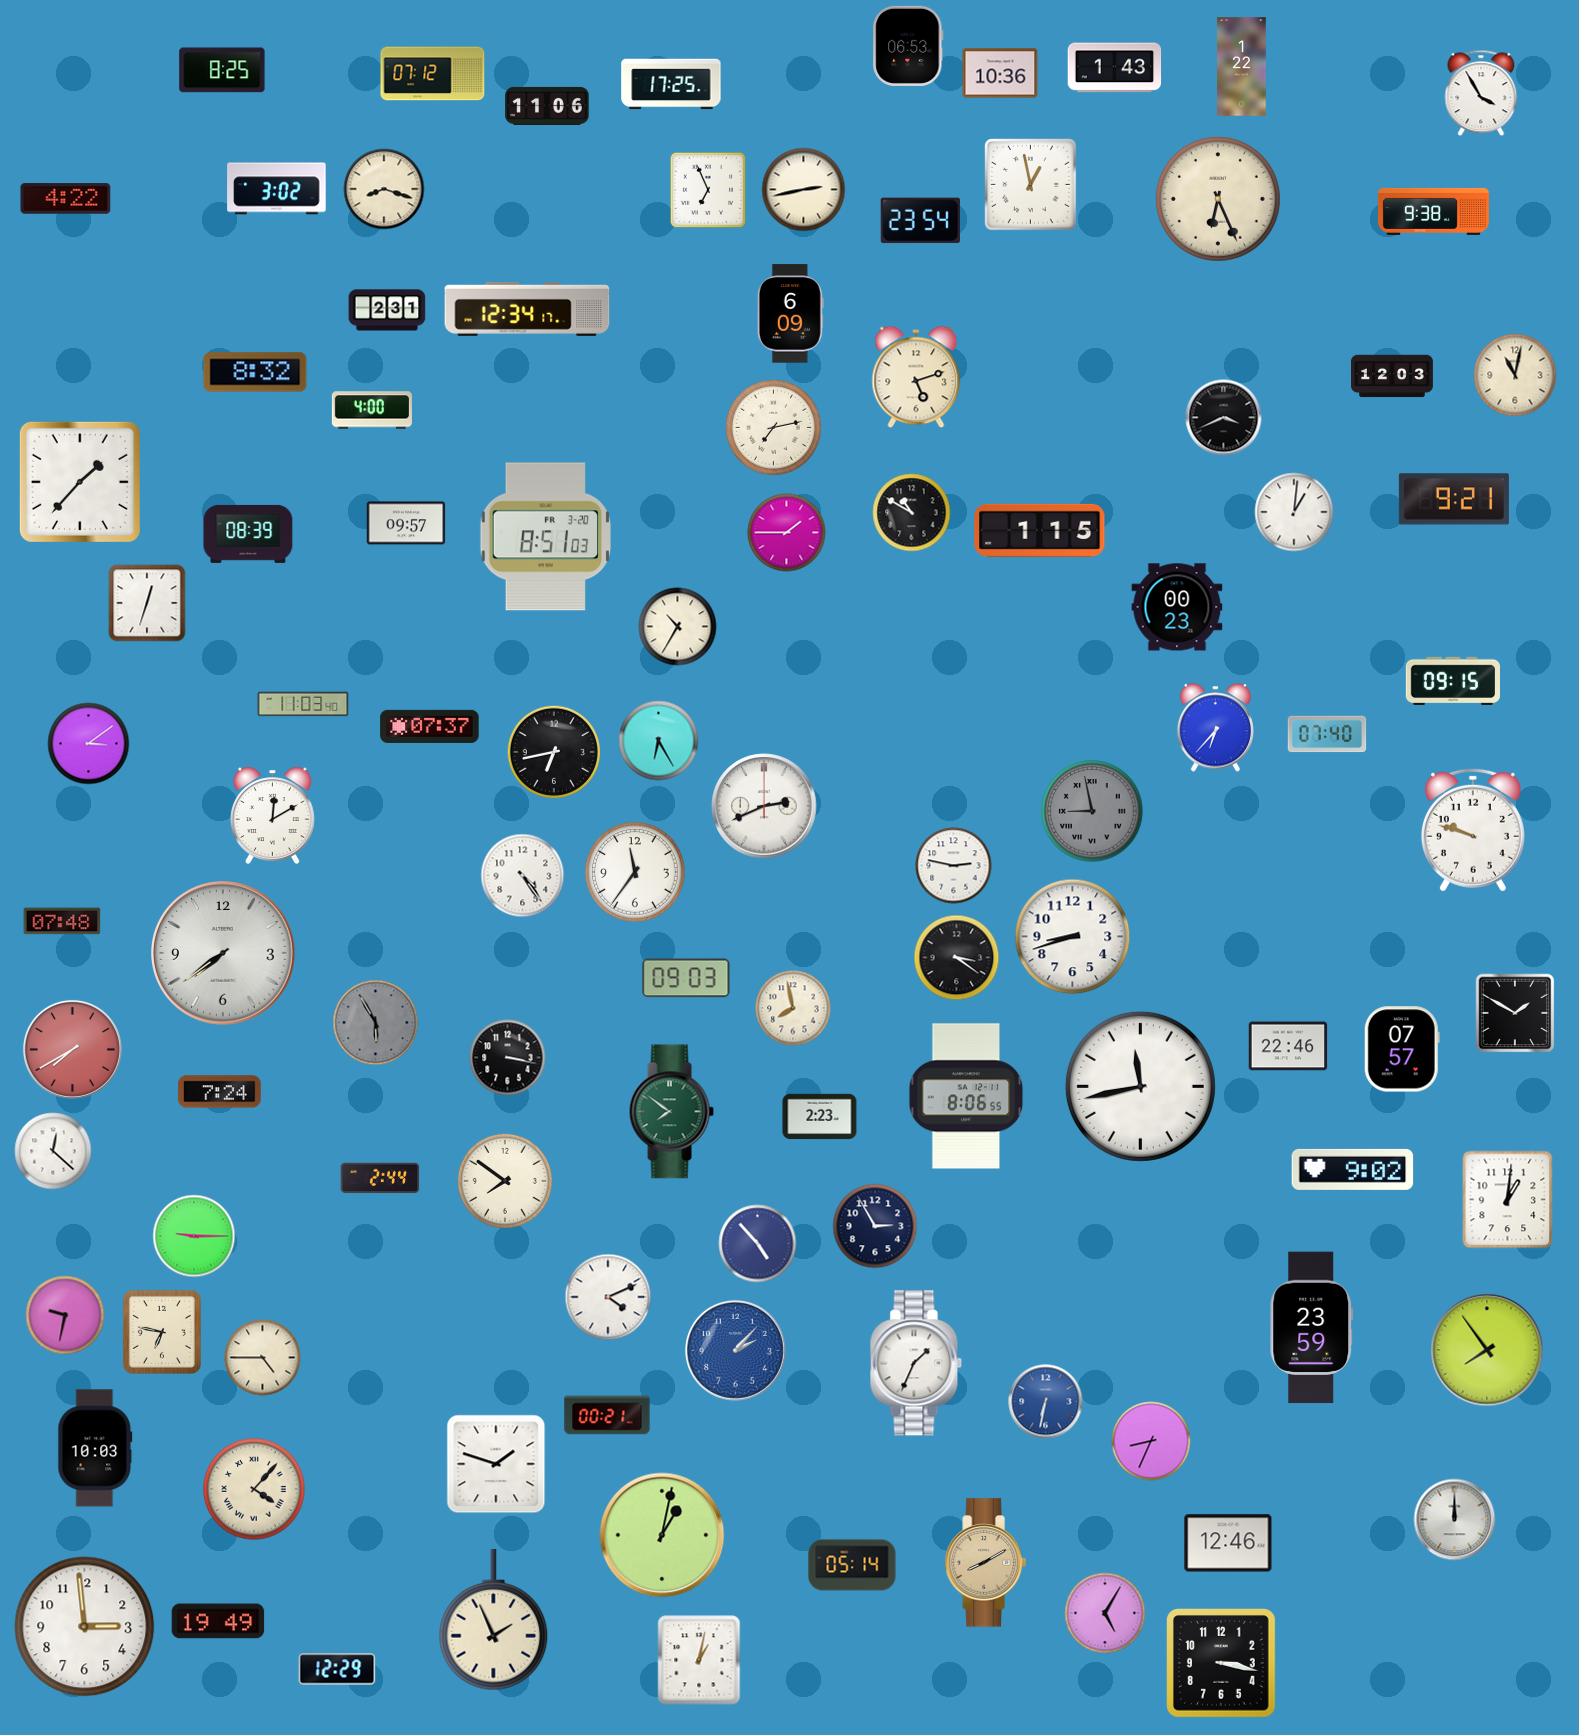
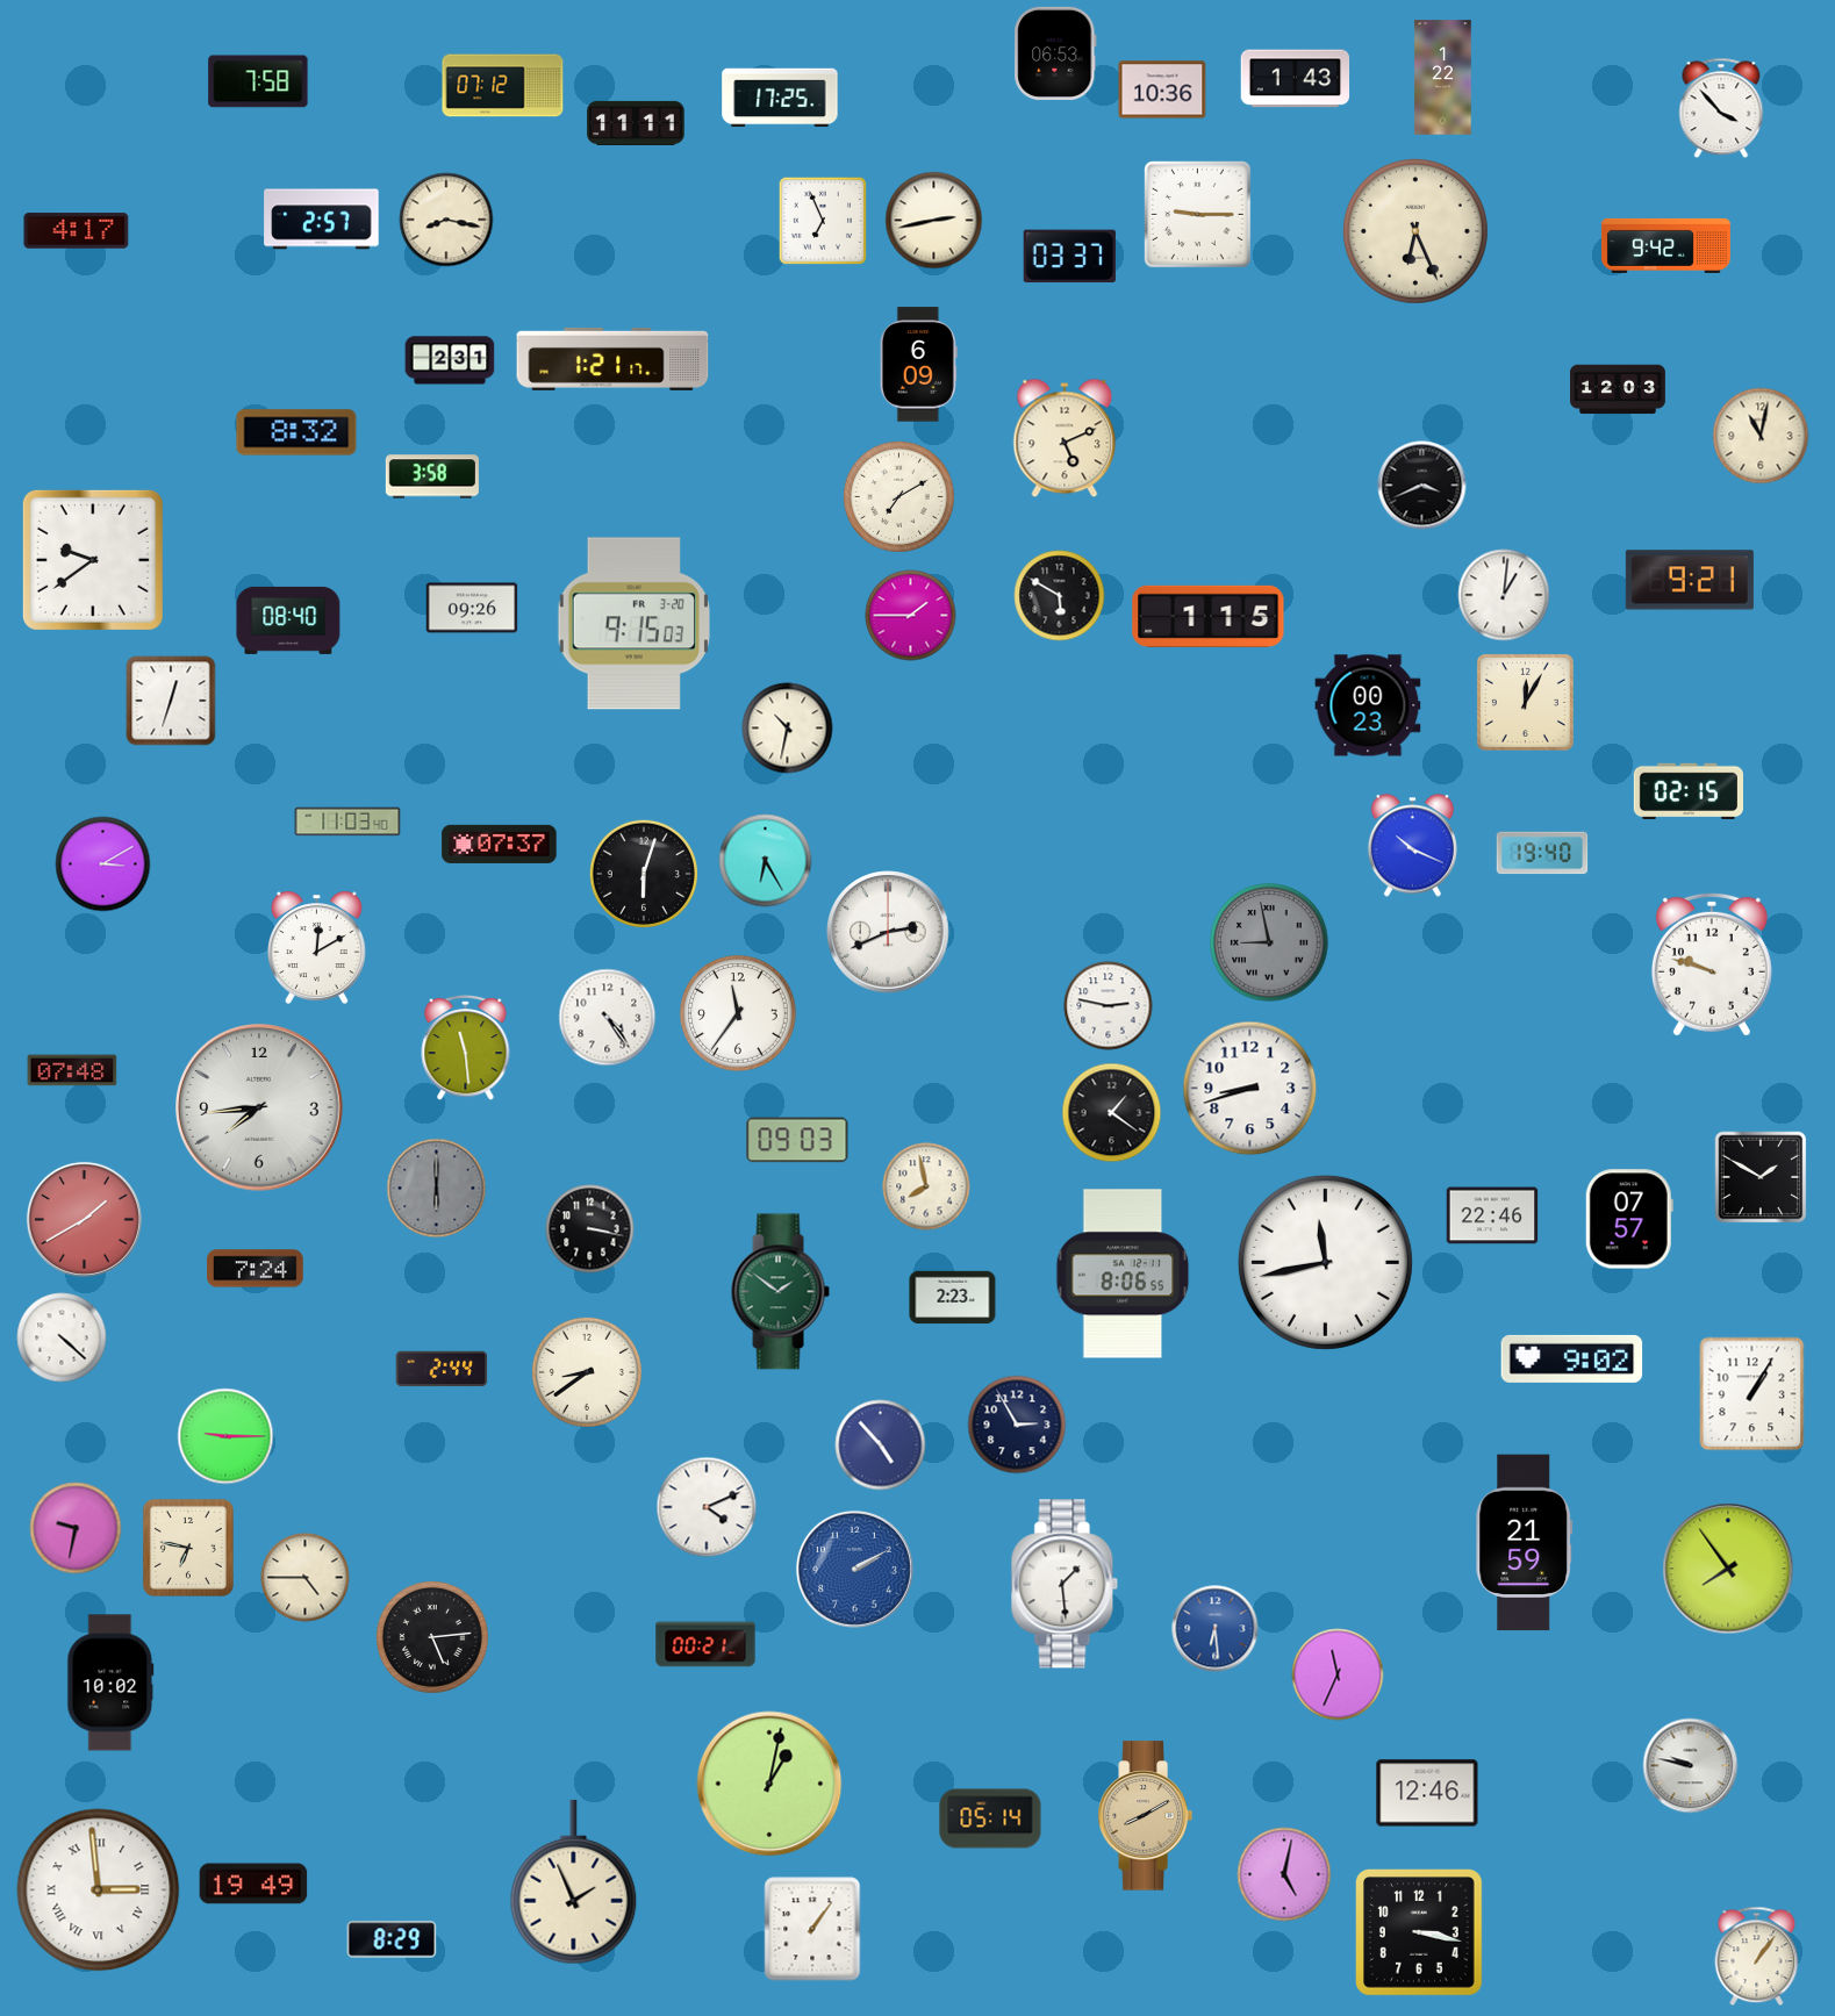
clock at (222, 70): 8:25 -> 7:58
clock at (1000, 73) position: (1000, 73) -> (1162, 89)
clock at (1481, 93): 3:55 -> 3:53
clock at (547, 106): 11:06 -> 11:11
clock at (1031, 185): 12:58 -> 9:15
clock at (277, 189): 3:02 -> 2:57
clock at (384, 189): 8:18 -> 8:17
clock at (66, 199): 4:22 -> 4:17
clock at (1433, 211): 9:38 -> 9:42
clock at (920, 221): 23:54 -> 03:37
clock at (527, 309): 12:34 -> 1:21
clock at (1393, 376) position: (1393, 376) -> (1619, 389)
clock at (916, 377): 5:12 -> 5:11
clock at (372, 410): 4:00 -> 3:58
clock at (773, 427): 7:13 -> 7:10
clock at (80, 482): 1:37 -> 9:39
clock at (912, 513): 10:50 -> 5:50
clock at (406, 523): 09:57 -> 09:26
clock at (787, 533) position: (787, 533) -> (911, 616)
clock at (248, 534): 08:39 -> 08:40
clock at (545, 537): 8:51 -> 9:15
clock at (1525, 702): none -> 12:05
clock at (678, 627): 10:35 -> 10:32
clock at (1452, 681): 09:15 -> 02:15
clock at (303, 704) position: (303, 704) -> (347, 822)
clock at (1215, 728): 6:37 -> 10:19
clock at (1327, 734): 07:40 -> 19:40
clock at (89, 744): 3:09 -> 3:10
clock at (553, 751): 6:43 -> 6:03
clock at (764, 806) position: (764, 806) -> (888, 932)
clock at (466, 1048): none -> 11:29
clock at (1073, 937) position: (1073, 937) -> (1250, 1089)
clock at (223, 953): 7:39 -> 7:44
clock at (957, 958): 3:21 -> 1:21
clock at (686, 978) position: (686, 978) -> (797, 1140)
clock at (793, 1008) position: (793, 1008) -> (926, 1186)
clock at (376, 1023): 5:55 -> 6:00
clock at (1288, 1046) position: (1288, 1046) -> (1492, 1215)
clock at (72, 1049): 7:40 -> 1:40
clock at (671, 1112): 7:51 -> 1:51
clock at (53, 1151): 12:22 -> 4:22
clock at (505, 1181): 7:51 -> 8:39
clock at (1508, 1200): 1:01 -> 1:05
clock at (1312, 1328): 23:59 -> 21:59
clock at (735, 1350): 2:07 -> 2:10
clock at (916, 1363): 1:34 -> 1:29
clock at (1046, 1402): 6:32 -> 6:29
clock at (432, 1637): none -> 5:14
clock at (1151, 1441): 8:34 -> 11:34
clock at (95, 1448): 10:03 -> 10:02
clock at (496, 1464): 1:48 -> none
clock at (254, 1489): 4:07 -> none
clock at (1455, 1520): 12:00 -> 9:47
clock at (1105, 1613): 5:05 -> 5:02
clock at (85, 1627) numerals: Arabic -> Roman
clock at (699, 1660): 1:02 -> 1:06
clock at (337, 1669): 12:29 -> 8:29
clock at (1757, 1957): none -> 1:06
